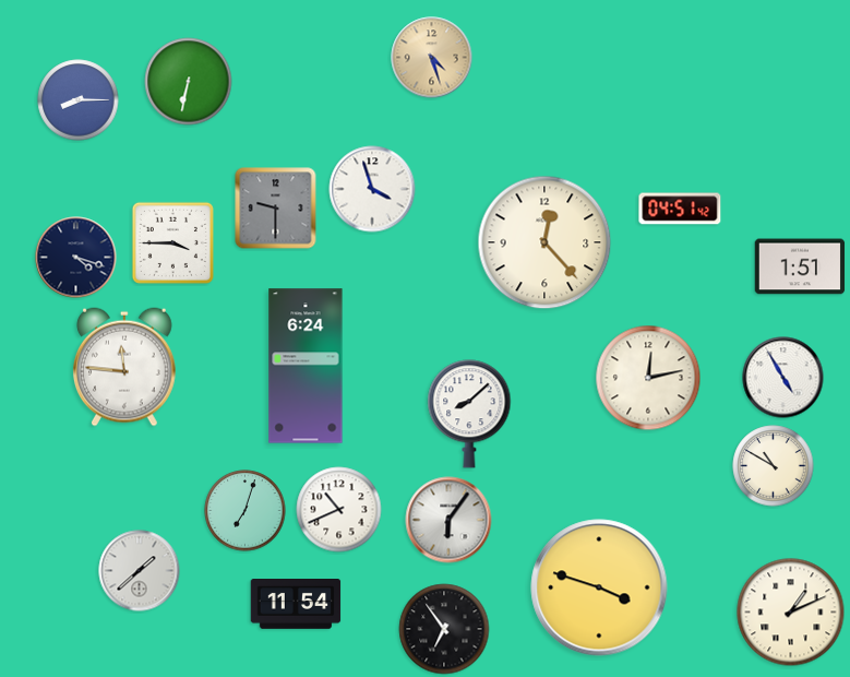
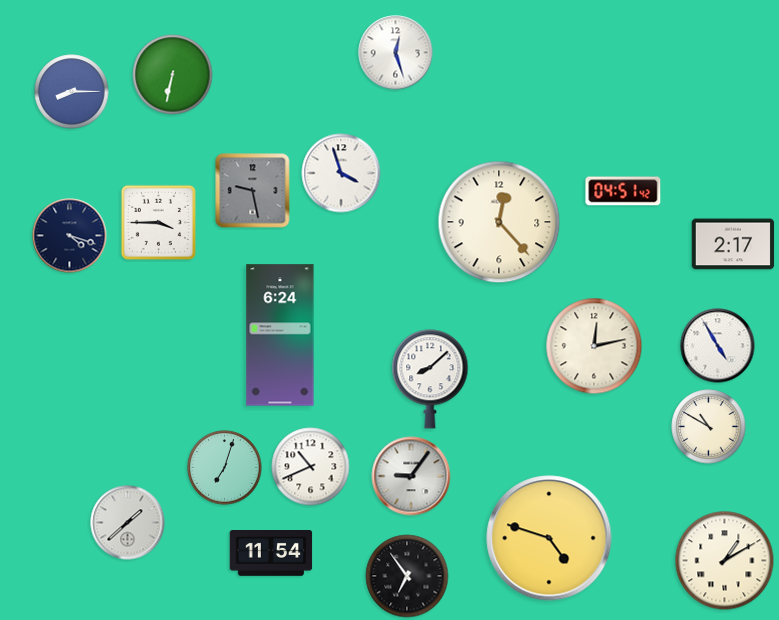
clock at (432, 58): 4:27 -> 12:27
clock at (432, 58) dial: champagne -> white
clock at (276, 209): 9:30 -> 9:28
clock at (800, 266): 1:51 -> 2:17
clock at (124, 367): 11:46 -> none
clock at (448, 520): 6:06 -> 9:06
clock at (599, 587): 3:48 -> 4:48
clock at (791, 613): 1:11 -> 1:10
